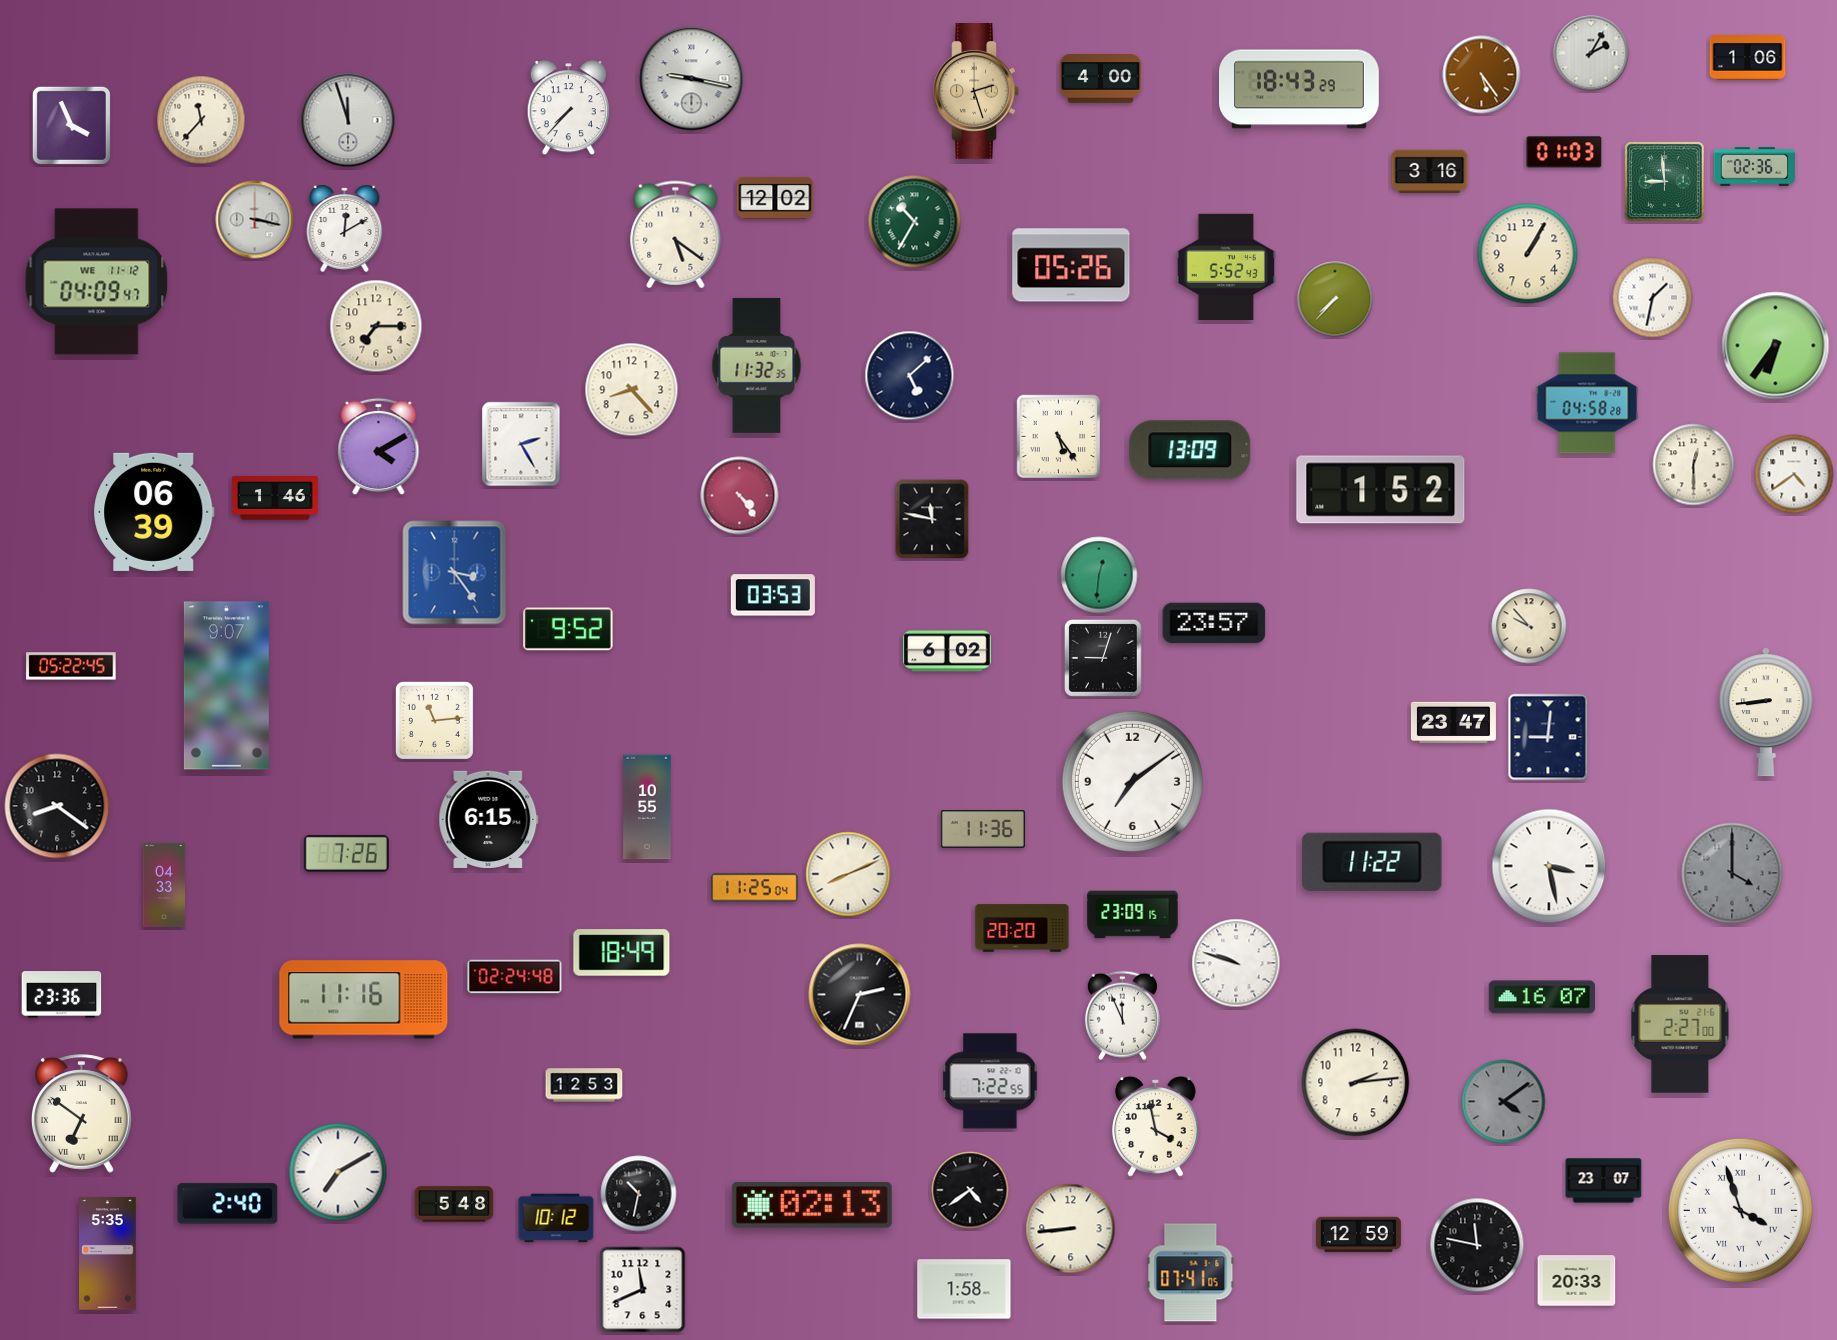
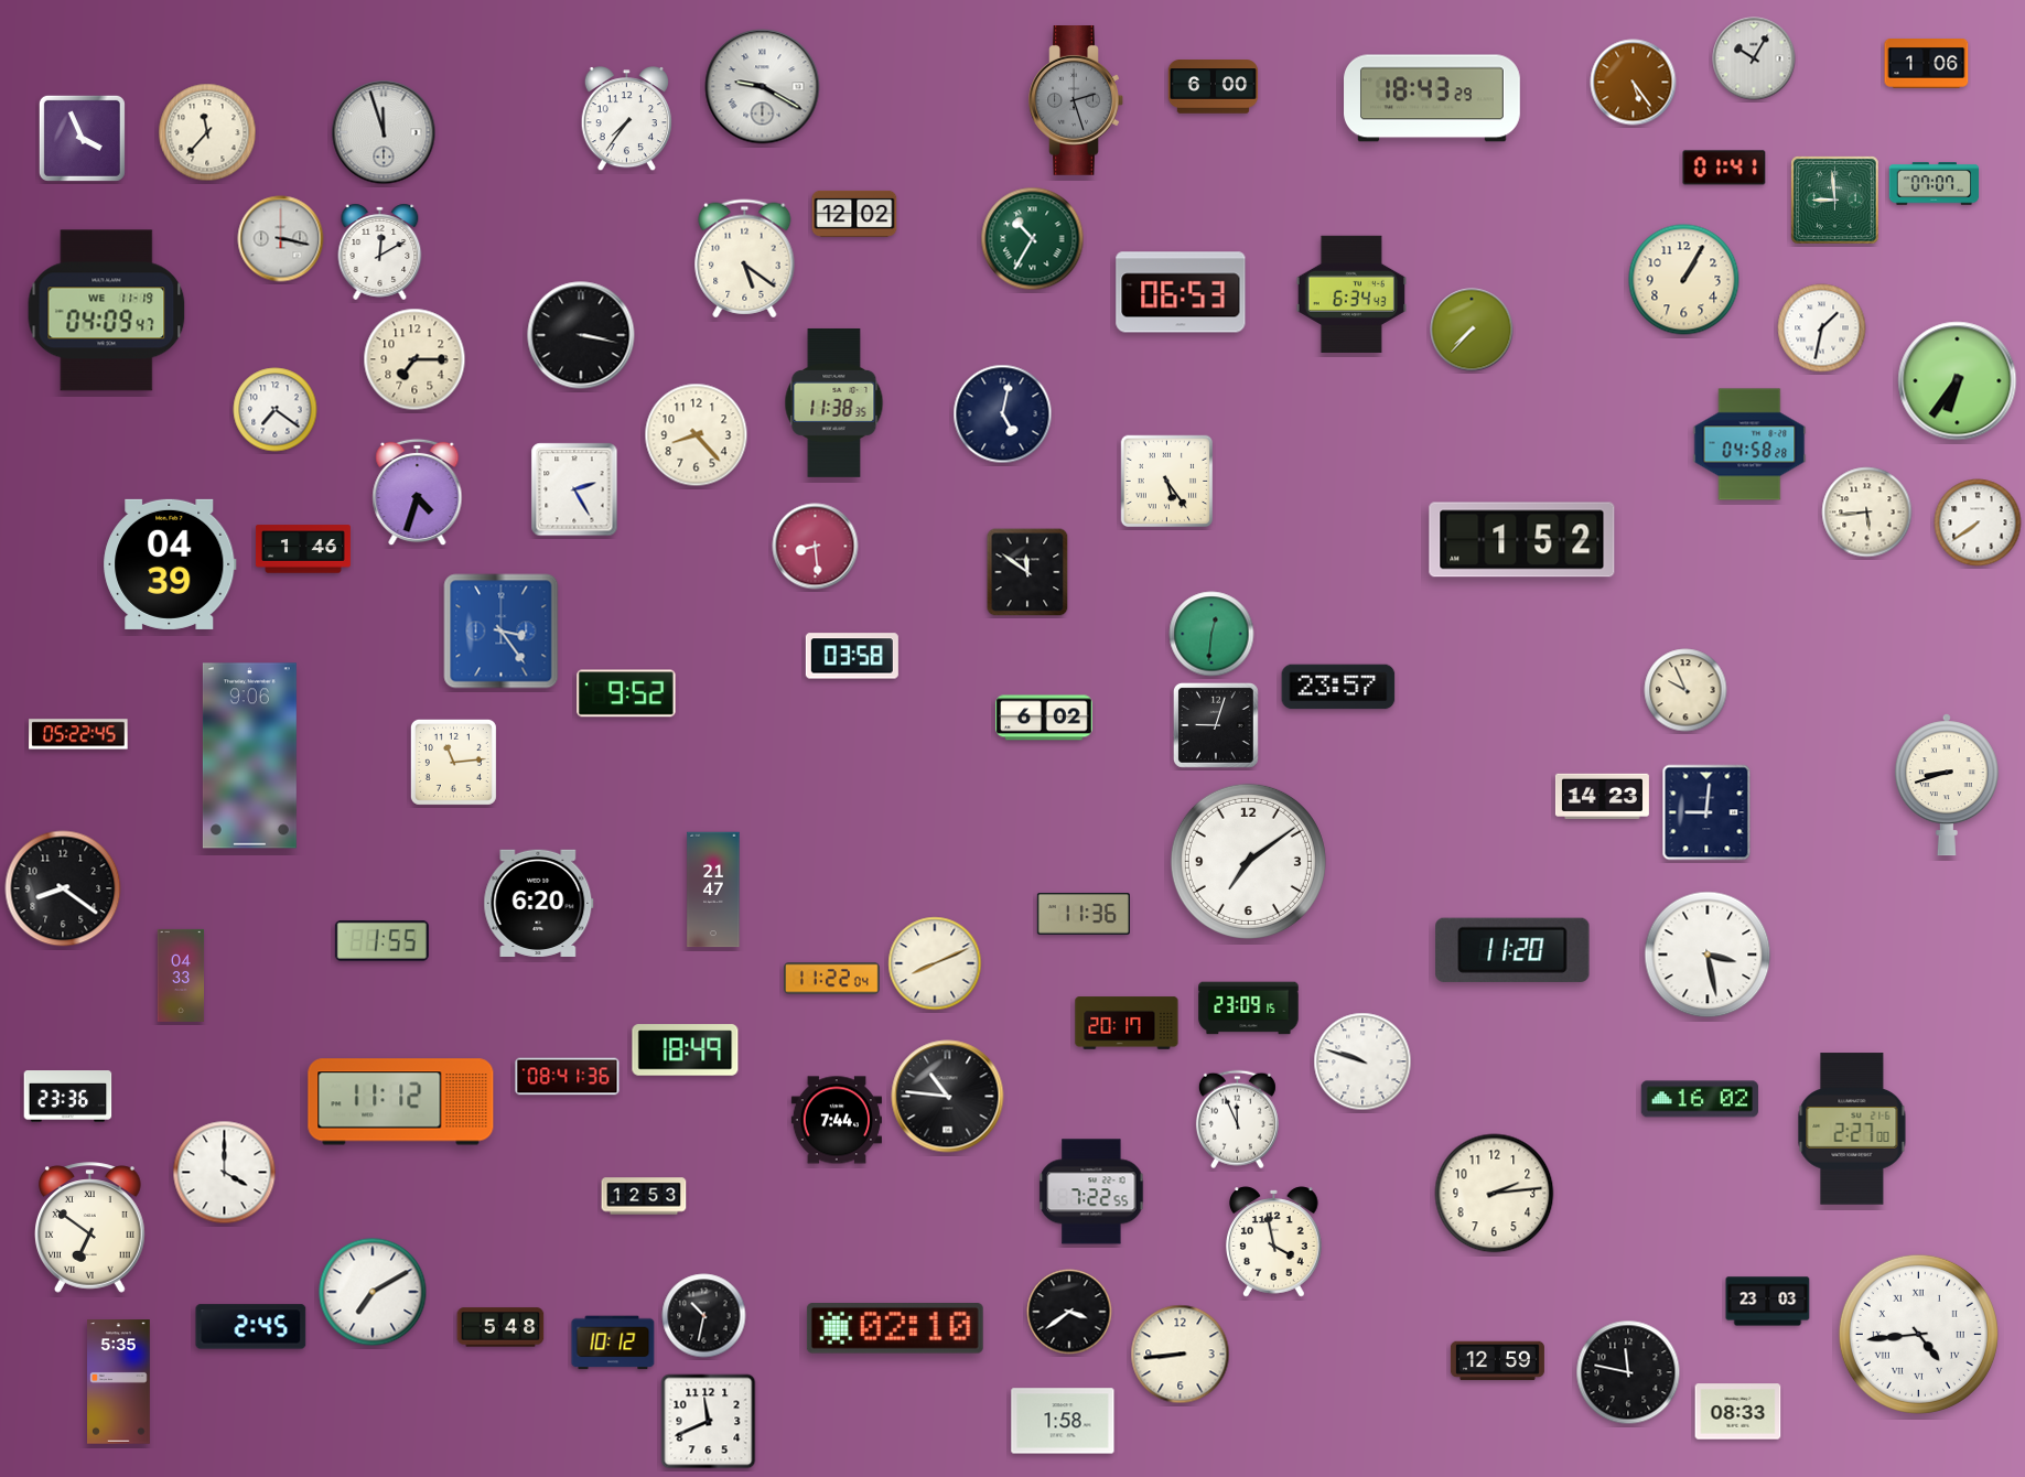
clock at (1591, 53): 2:05 -> 10:05
clock at (692, 79): 9:17 -> 9:20
clock at (1101, 79): 4:00 -> 6:00
clock at (976, 92) dial: champagne -> grey
clock at (568, 108): 7:37 -> 7:36
clock at (201, 120) position: (201, 120) -> (207, 132)
clock at (71, 125) position: (71, 125) -> (82, 138)
clock at (1564, 152): 01:03 -> 01:41
clock at (1755, 167): 02:36 -> 07:07
clock at (1430, 171): 3:16 -> none
clock at (775, 198) position: (775, 198) -> (854, 214)
clock at (255, 220) position: (255, 220) -> (281, 239)
clock at (915, 222) position: (915, 222) -> (1033, 239)
clock at (1071, 265): 05:26 -> 06:53
clock at (1225, 267): 5:52 -> 6:34
clock at (97, 282) date: WE 11-12 -> WE 11-19
clock at (581, 335): none -> 3:17
clock at (757, 365): 11:32 -> 11:38
clock at (276, 410): none -> 7:21
clock at (910, 376): 5:08 -> 5:02
clock at (632, 390) position: (632, 390) -> (697, 435)
clock at (379, 447): 4:10 -> 4:33
clock at (1190, 450): 13:09 -> none
clock at (1694, 465): 12:30 -> 5:44
clock at (1794, 474): 4:39 -> 7:39
clock at (740, 496): 4:24 -> 8:29
clock at (154, 512): 06:39 -> 04:39
clock at (932, 519): 11:47 -> 11:51
clock at (773, 595): 03:53 -> 03:58
clock at (1529, 626): 9:53 -> 9:56
clock at (226, 686): 9:07 -> 9:06
clock at (1766, 712): 8:44 -> 8:42
clock at (434, 720) position: (434, 720) -> (453, 762)
clock at (1453, 723): 23:47 -> 14:23
clock at (647, 807): 10:55 -> 21:47
clock at (489, 819): 6:15 -> 6:20
clock at (346, 853): 7:26 -> 1:55
clock at (1372, 862): 11:22 -> 11:20
clock at (1732, 873): 4:00 -> none
clock at (755, 888): 11:25 -> 11:22
clock at (1022, 928): 20:20 -> 20:17
clock at (515, 977): 02:24 -> 08:41
clock at (860, 995): 2:34 -> 10:46
clock at (1542, 997): 16:07 -> 16:02
clock at (364, 1000): 11:16 -> 11:12
clock at (836, 1120): none -> 7:44
clock at (225, 1173): none -> 4:00
clock at (1504, 1102): 4:09 -> none
clock at (1604, 1181): 23:07 -> 23:03
clock at (970, 1190): 4:39 -> 3:39
clock at (228, 1204): 2:40 -> 2:45
clock at (812, 1206): 02:13 -> 02:10
clock at (1740, 1210): 3:57 -> 4:44
clock at (1191, 1273): 07:41 -> none
clock at (1577, 1281): 20:33 -> 08:33
